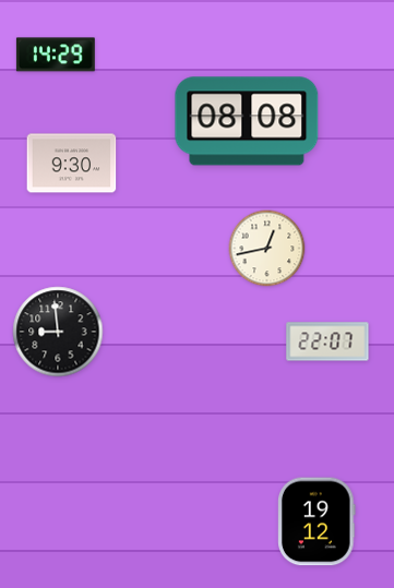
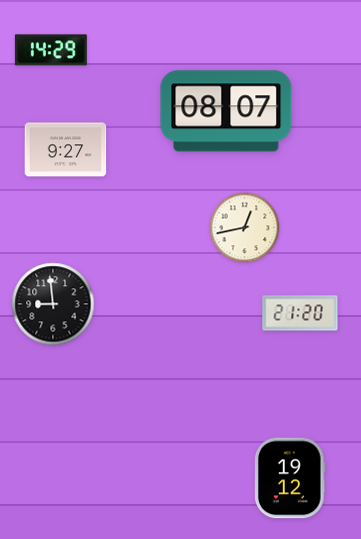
clock at (247, 121): 08:08 -> 08:07
clock at (72, 164): 9:30 -> 9:27
clock at (327, 341): 22:07 -> 21:20
